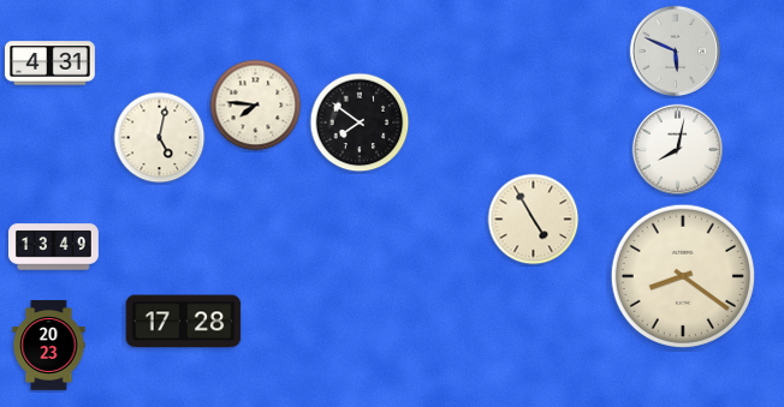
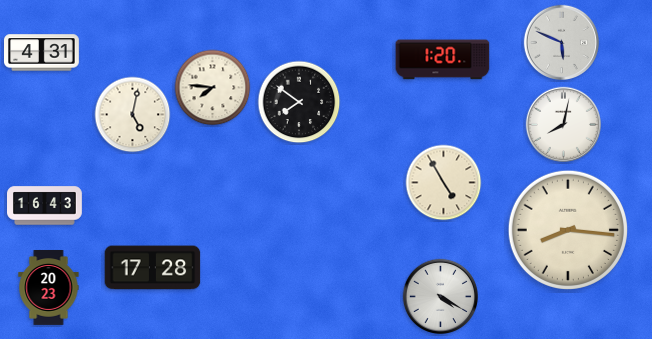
clock at (443, 60): none -> 1:20
clock at (54, 247): 13:49 -> 16:43
clock at (682, 275): 8:21 -> 8:16
clock at (49, 346) position: (49, 346) -> (49, 288)
clock at (441, 297): none -> 4:20
